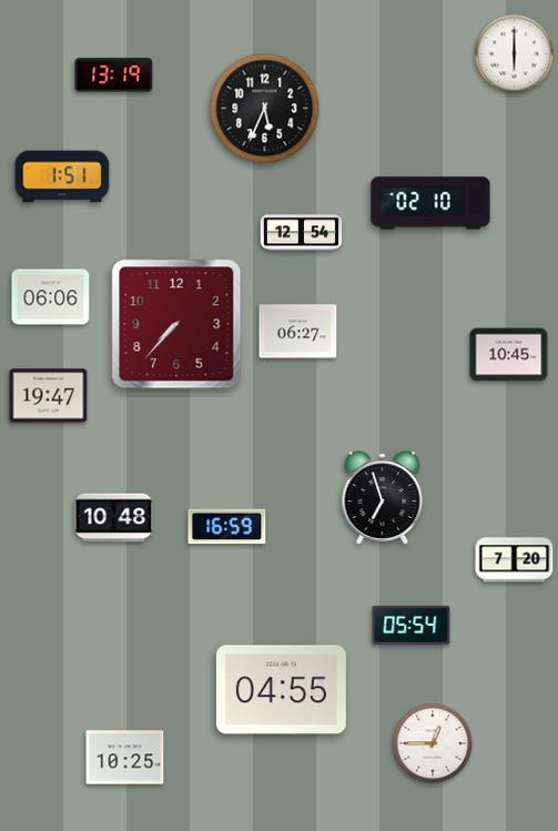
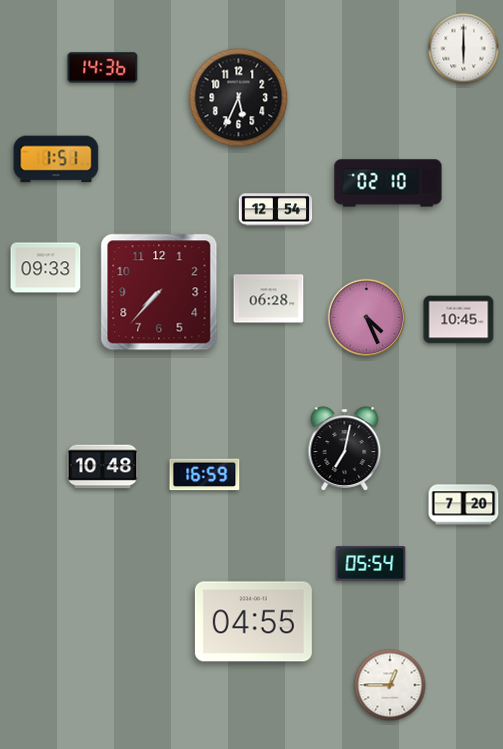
clock at (114, 75): 13:19 -> 14:36
clock at (302, 233) position: (302, 233) -> (276, 210)
clock at (51, 297): 06:06 -> 09:33
clock at (298, 332): 06:27 -> 06:28
clock at (367, 318): none -> 4:26
clock at (49, 396): 19:47 -> none
clock at (383, 498): 6:57 -> 7:02
clock at (433, 743) position: (433, 743) -> (390, 685)
clock at (125, 758): 10:25 -> none
